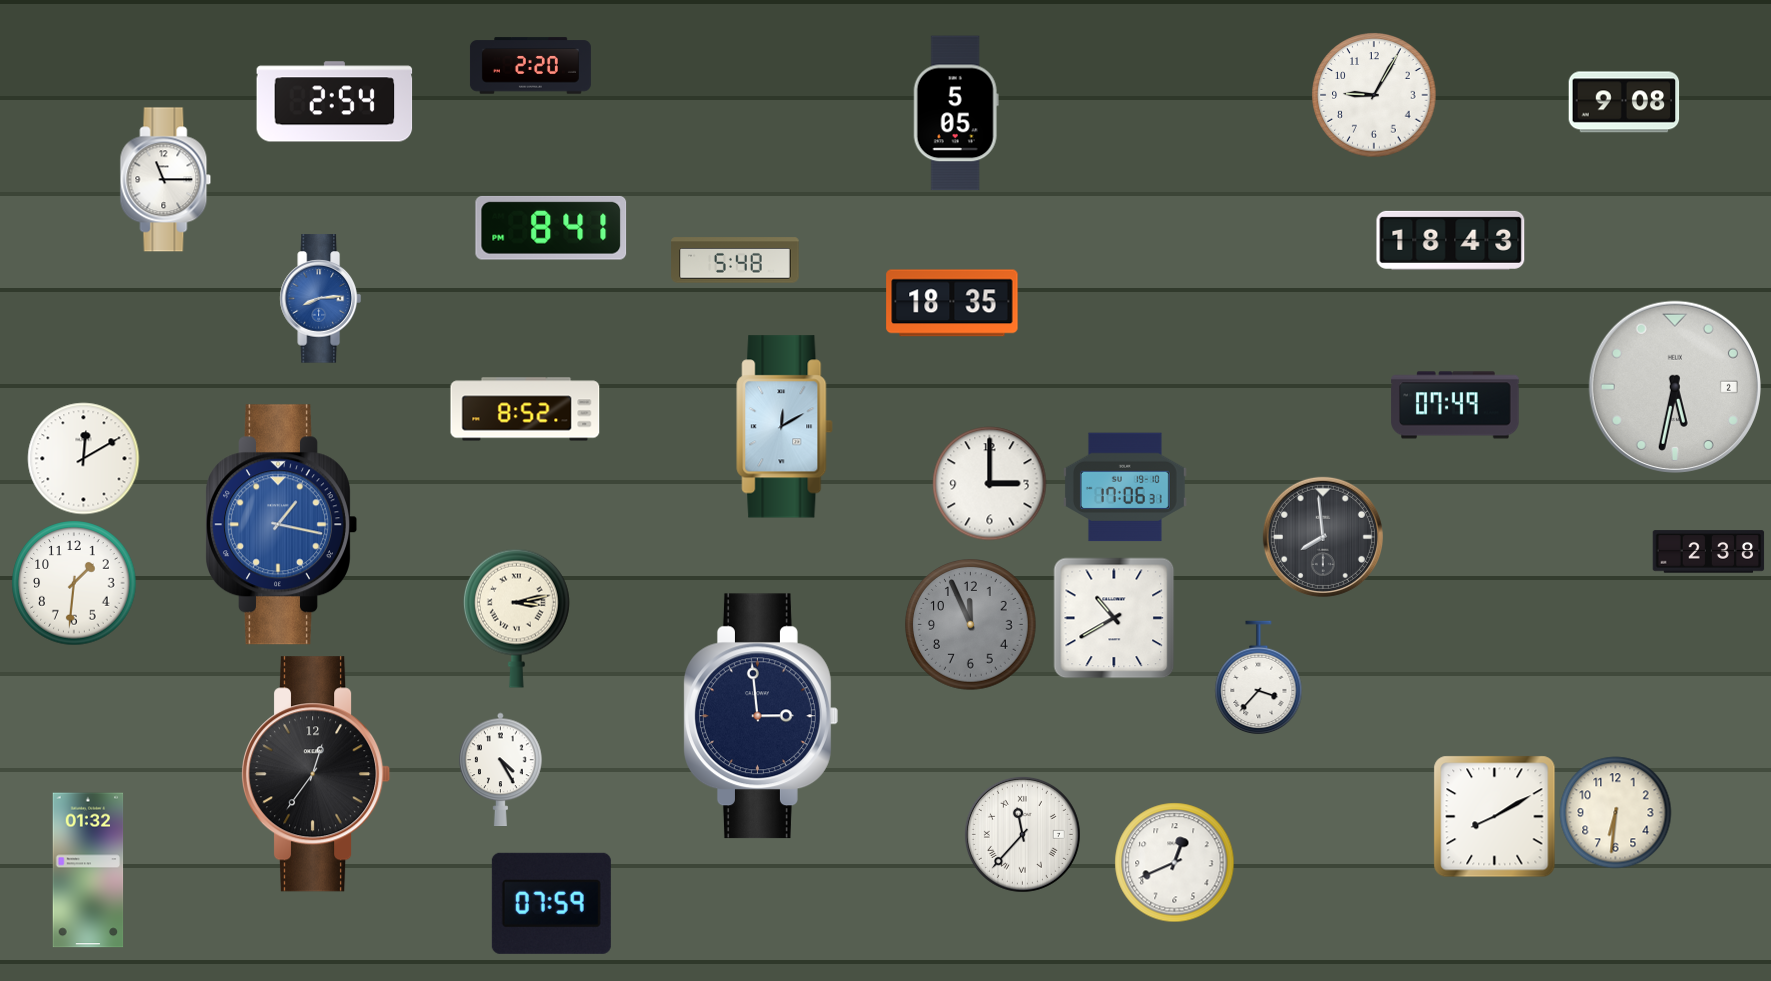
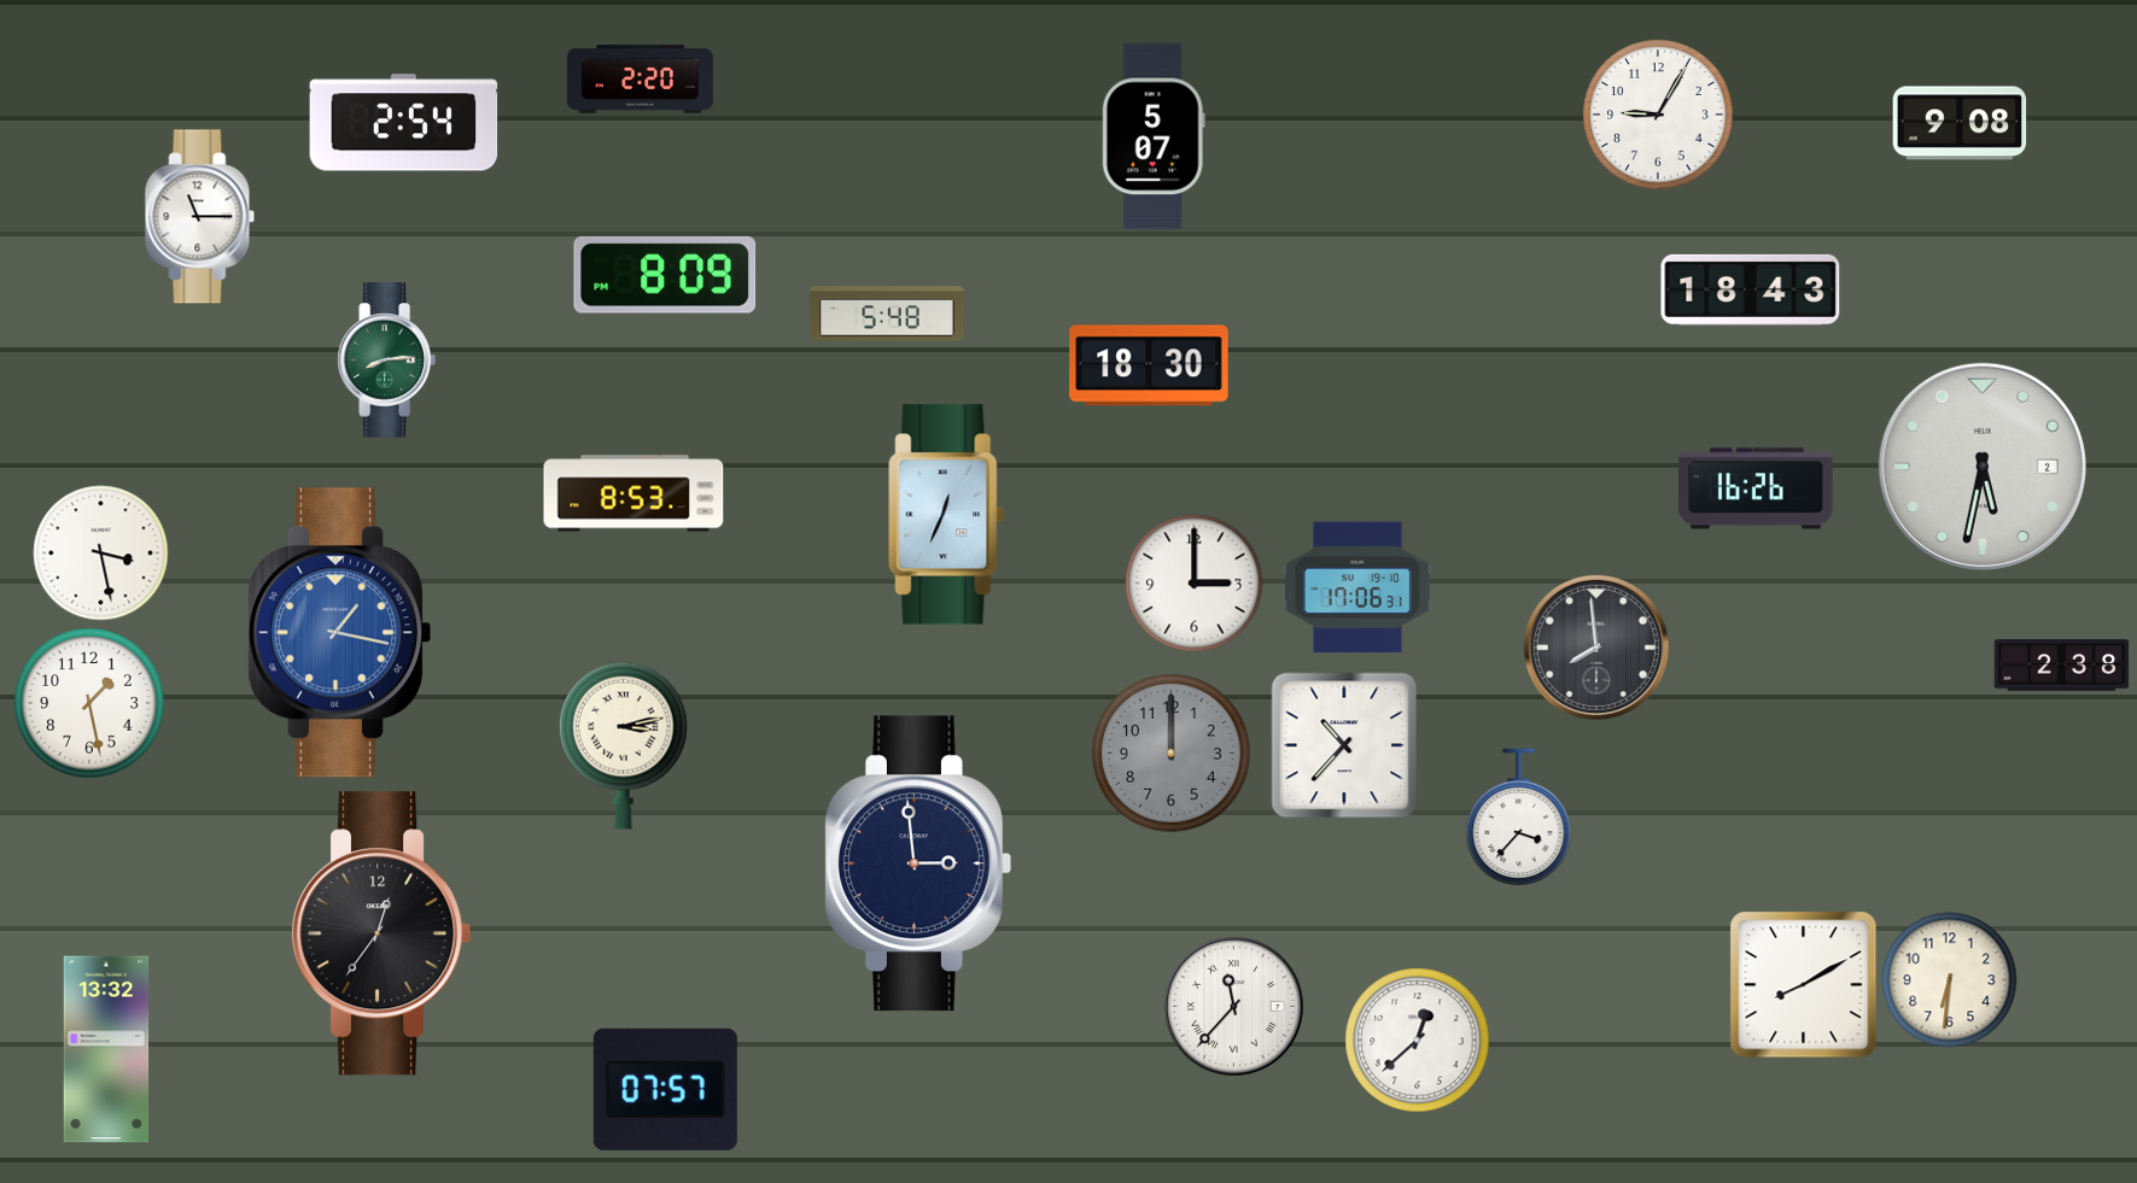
clock at (956, 113): 5:05 -> 5:07
clock at (551, 228): 8:41 -> 8:09
clock at (320, 299) dial: blue -> green
clock at (952, 303): 18:35 -> 18:30
clock at (1674, 386) position: (1674, 386) -> (1981, 465)
clock at (1455, 405): 07:49 -> 16:26
clock at (525, 409): 8:52 -> 8:53
clock at (785, 427): 12:10 -> 12:34
clock at (84, 459): 12:10 -> 3:28
clock at (74, 583): 1:31 -> 1:28
clock at (1114, 618): 10:40 -> 10:37
clock at (971, 625): 11:56 -> 12:00
clock at (501, 769): 4:25 -> none
clock at (1175, 863): 12:41 -> 12:38
clock at (88, 870): 01:32 -> 13:32
clock at (551, 903): 07:59 -> 07:57
